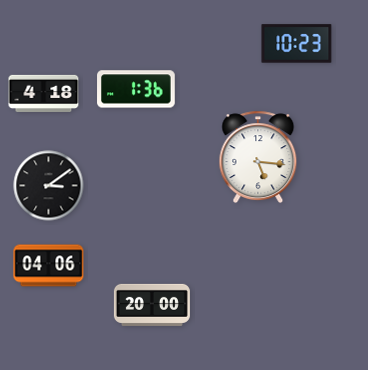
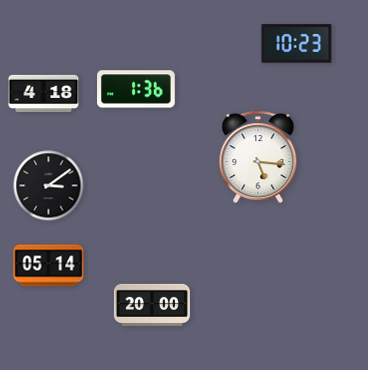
clock at (49, 266): 04:06 -> 05:14
